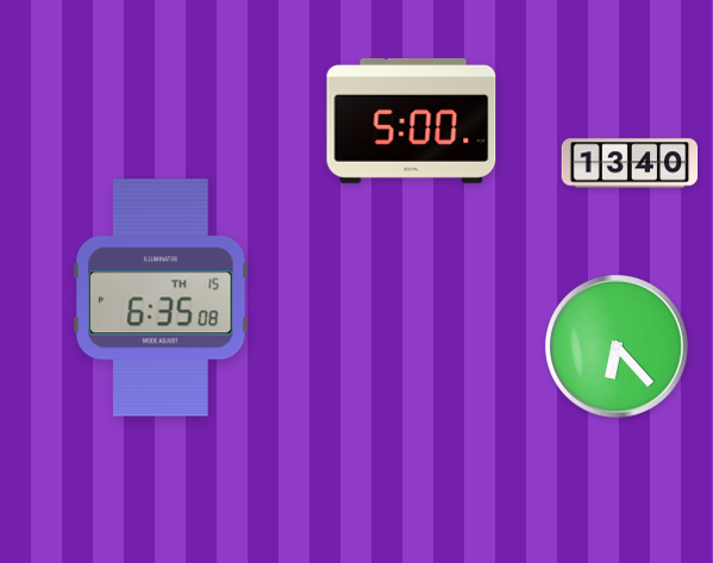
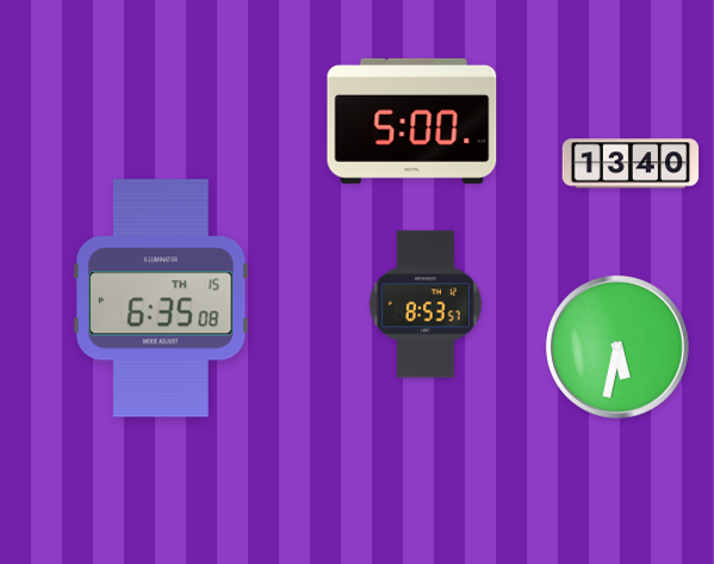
clock at (427, 304): none -> 8:53
clock at (617, 346): 6:23 -> 5:32
